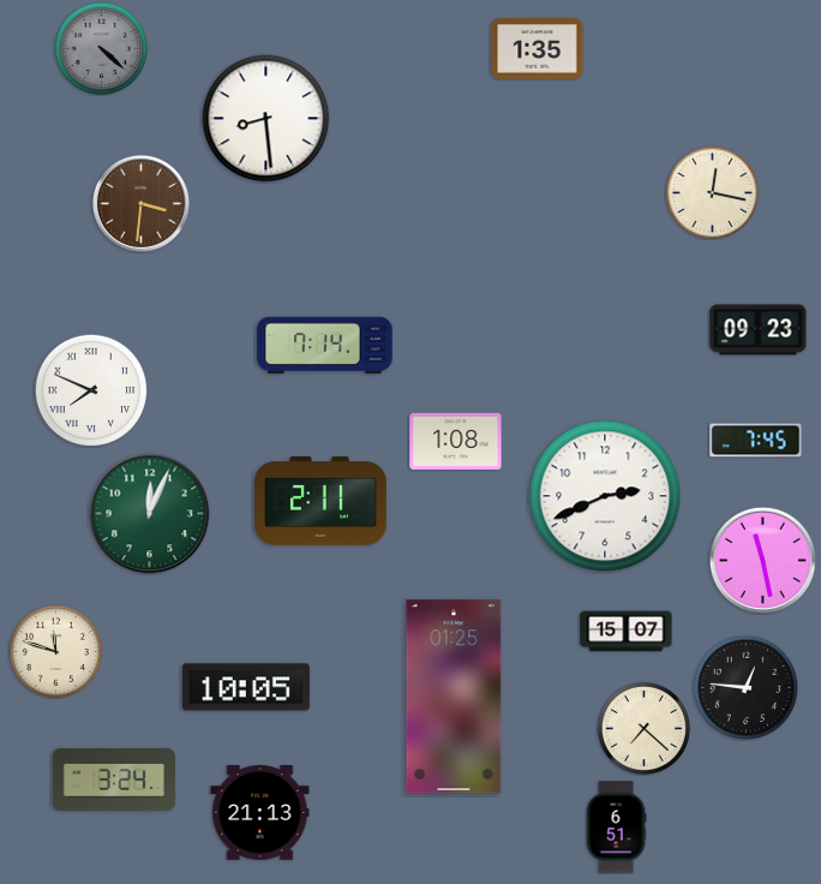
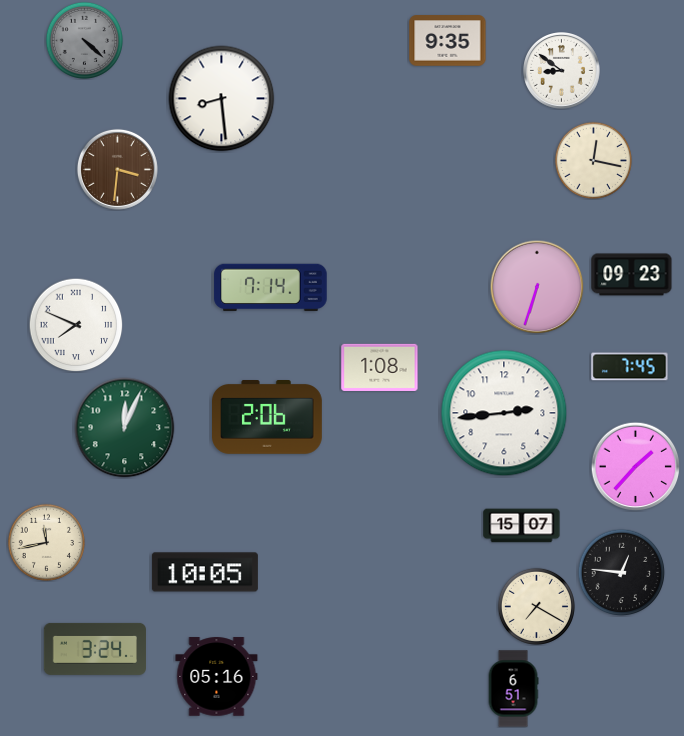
clock at (538, 49): 1:35 -> 9:35
clock at (562, 71): none -> 8:51
clock at (537, 287): none -> 6:33
clock at (605, 496): 2:41 -> 2:44
clock at (322, 502): 2:11 -> 2:06
clock at (762, 560): 11:28 -> 1:37
clock at (55, 651): 11:48 -> 11:43
clock at (454, 697): 01:25 -> none
clock at (643, 728): 7:22 -> 7:20
clock at (260, 813): 21:13 -> 05:16
